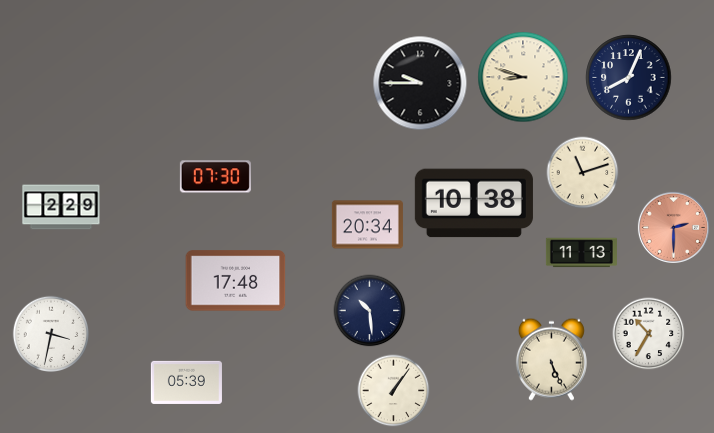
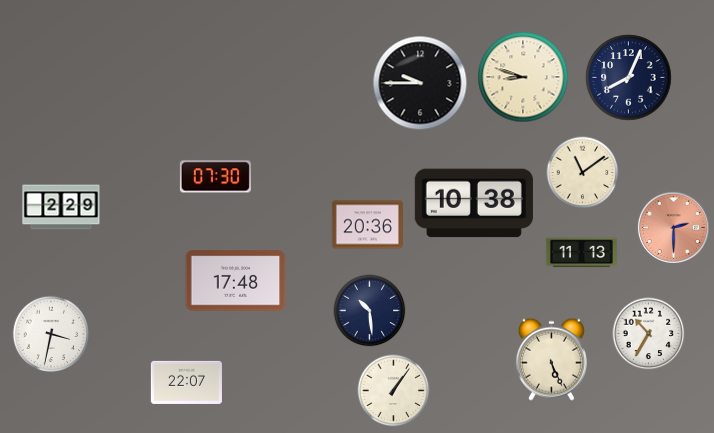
clock at (583, 173): 11:12 -> 11:09
clock at (367, 225): 20:34 -> 20:36
clock at (186, 382): 05:39 -> 22:07
